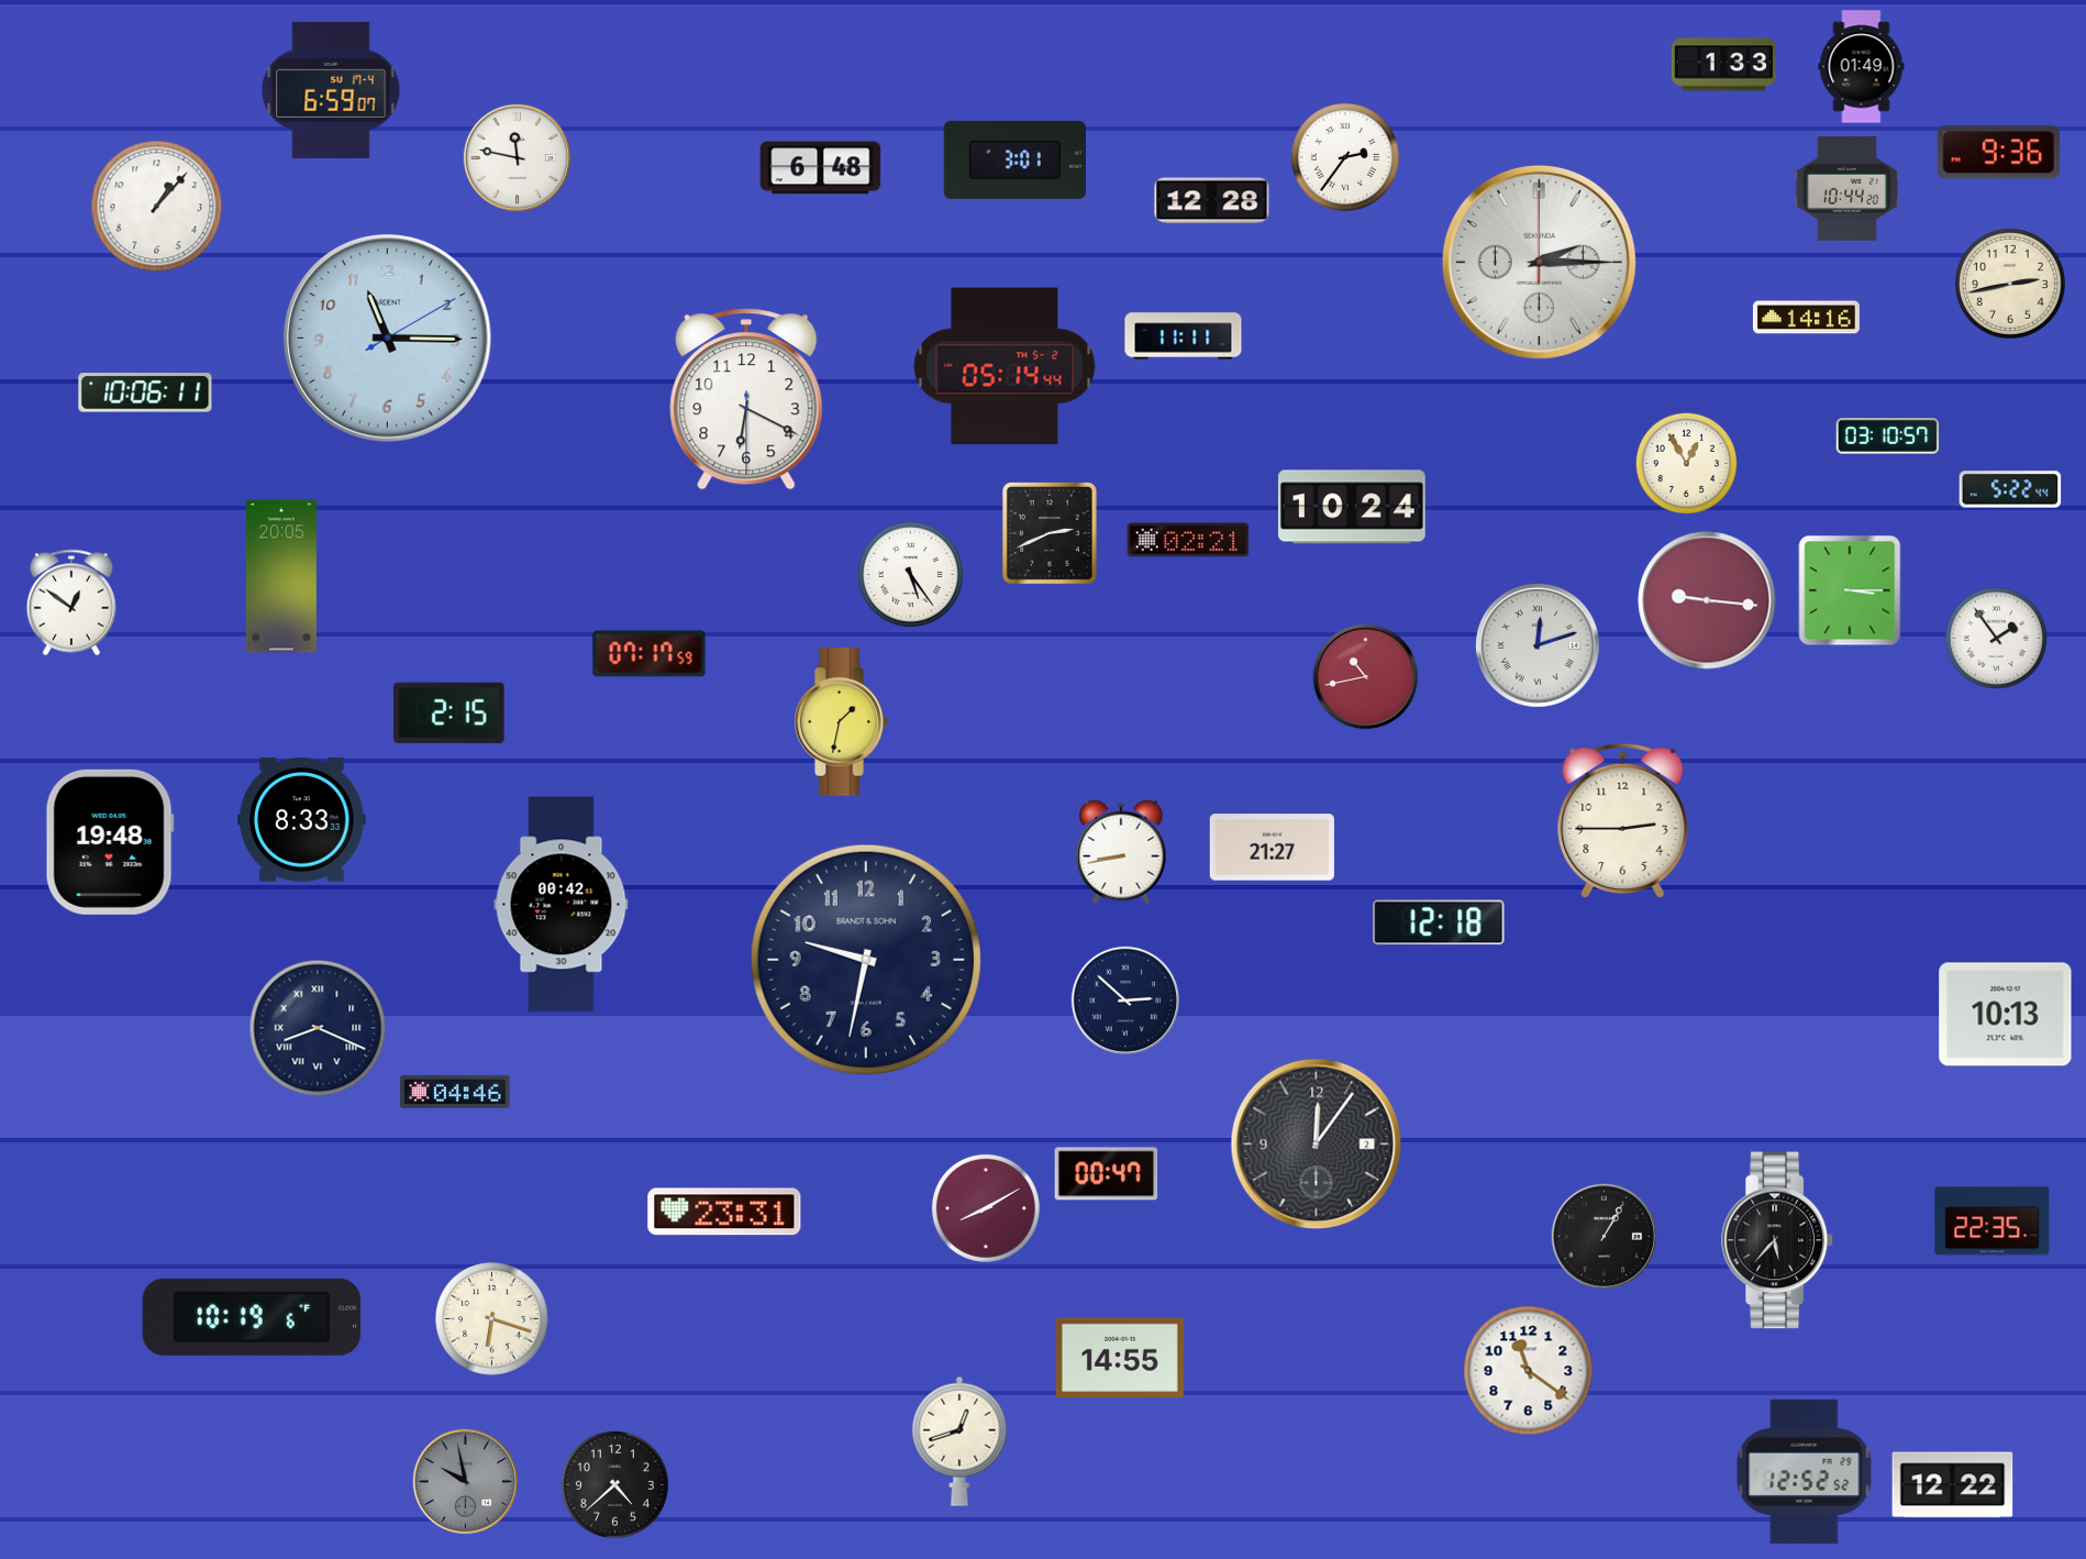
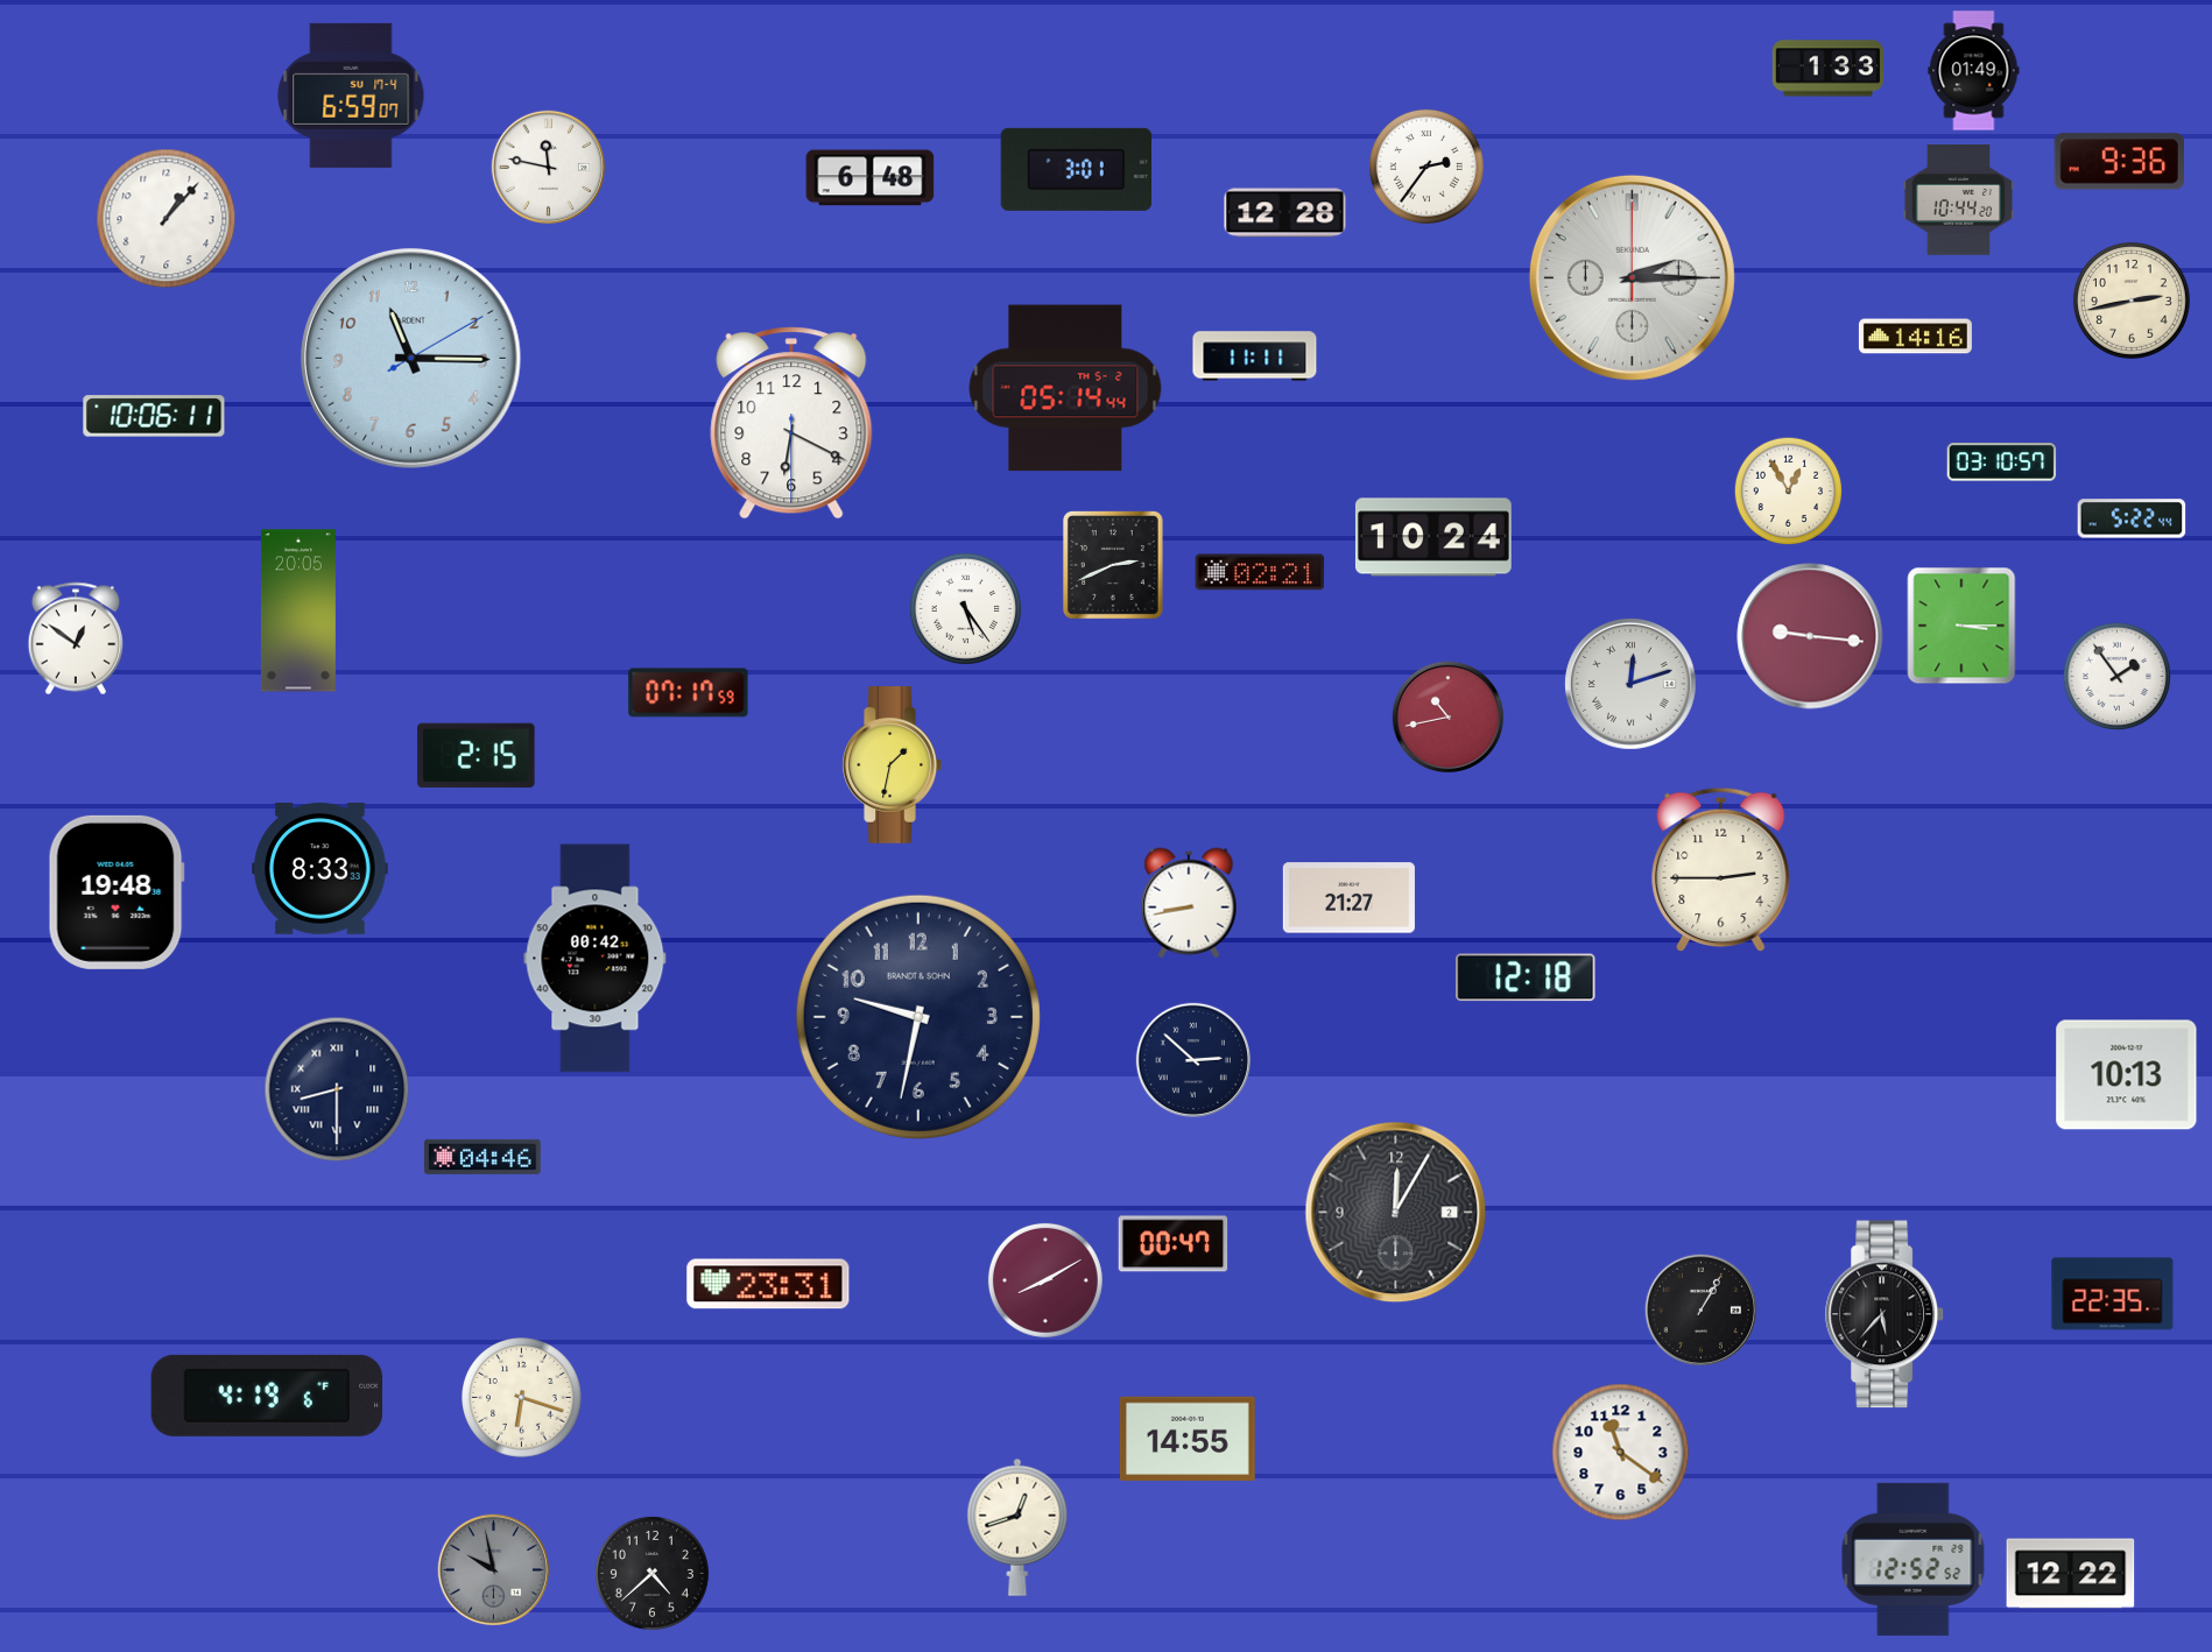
clock at (318, 1028): 8:19 -> 8:30
clock at (1317, 1145): 12:06 -> 12:05
clock at (252, 1317): 10:19 -> 4:19
